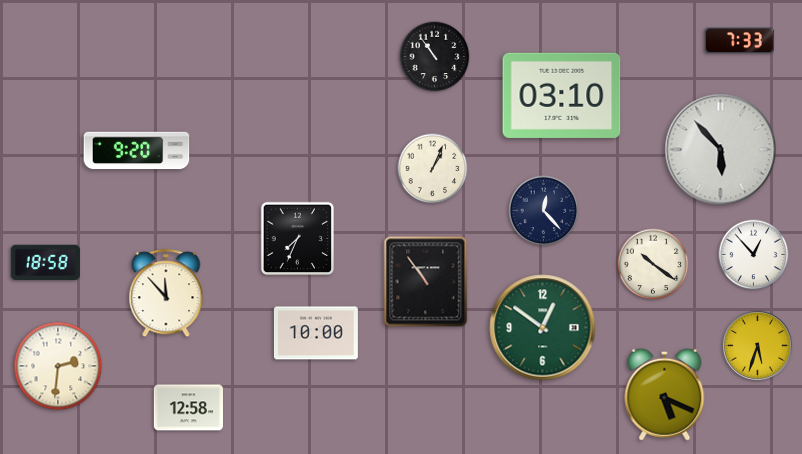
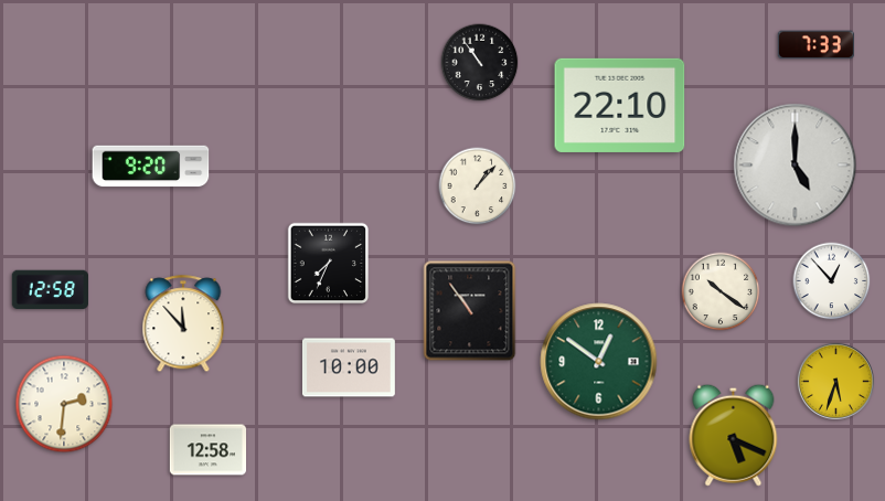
clock at (562, 95): 03:10 -> 22:10
clock at (721, 150): 5:53 -> 5:00
clock at (433, 169): 1:04 -> 1:07
clock at (544, 211): 12:23 -> none
clock at (45, 263): 18:58 -> 12:58
